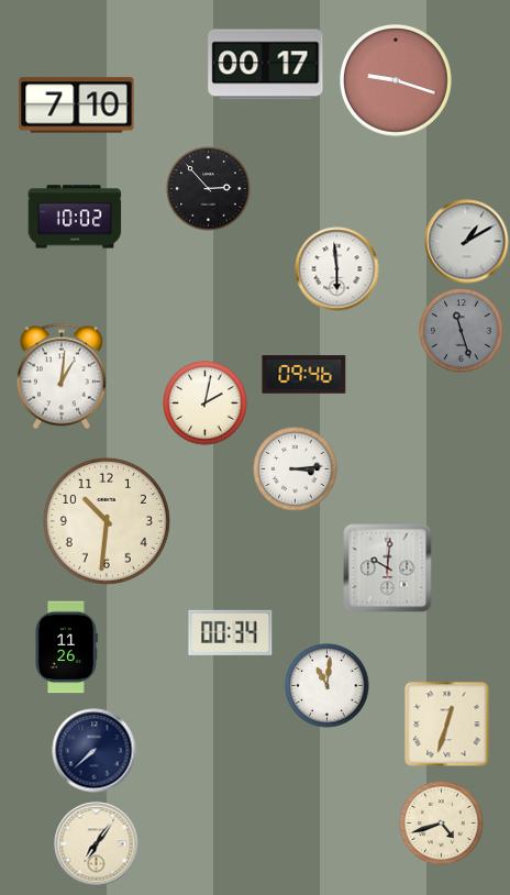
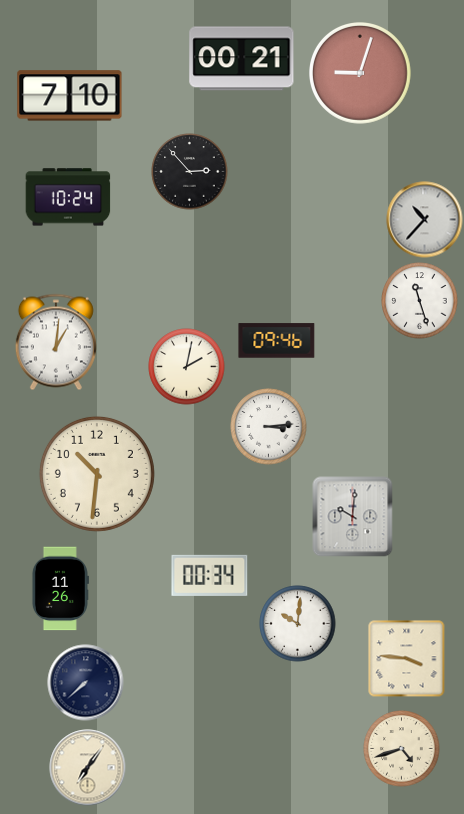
clock at (266, 65): 00:17 -> 00:21
clock at (397, 81): 9:18 -> 9:03
clock at (75, 217): 10:02 -> 10:24
clock at (467, 242): 1:10 -> 10:37
clock at (337, 269): 5:59 -> none
clock at (462, 331) dial: grey -> white
clock at (328, 686): 11:01 -> 10:01
clock at (447, 725): 12:33 -> 3:46
